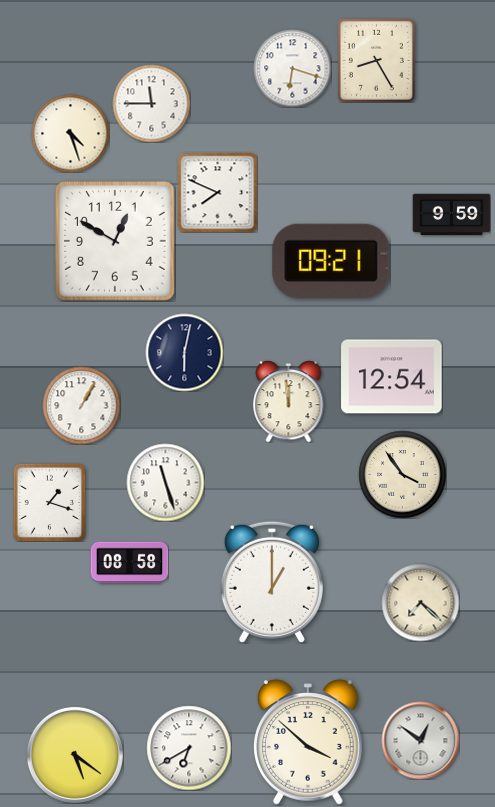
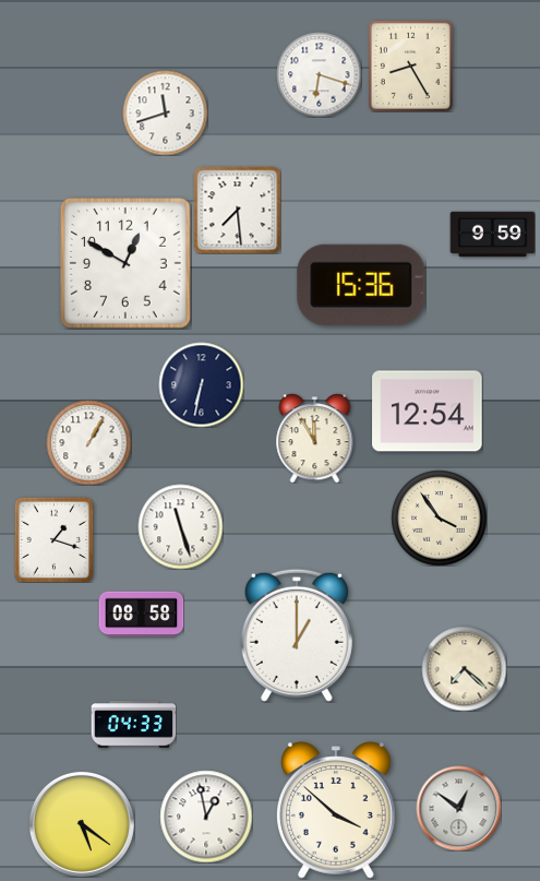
clock at (151, 103): 11:45 -> 11:42
clock at (70, 133): 4:27 -> none
clock at (217, 192): 7:49 -> 7:29
clock at (331, 261): 09:21 -> 15:36
clock at (184, 352): 6:02 -> 6:32
clock at (289, 402): 11:59 -> 11:55
clock at (50, 502) position: (50, 502) -> (55, 539)
clock at (420, 602) position: (420, 602) -> (464, 668)
clock at (133, 725): none -> 04:33
clock at (189, 748): 6:40 -> 12:58
